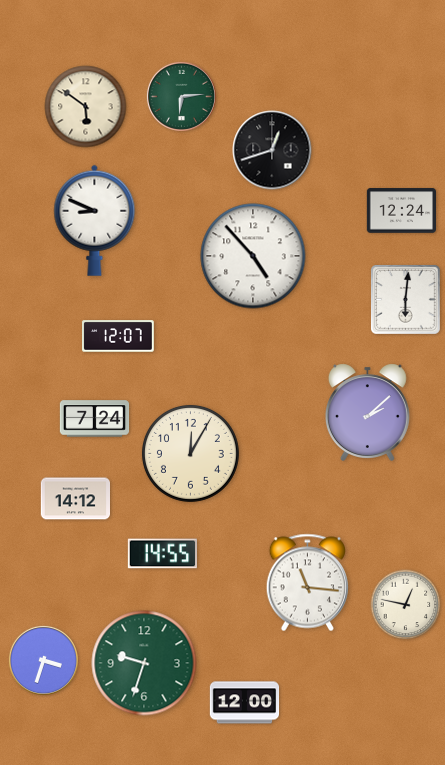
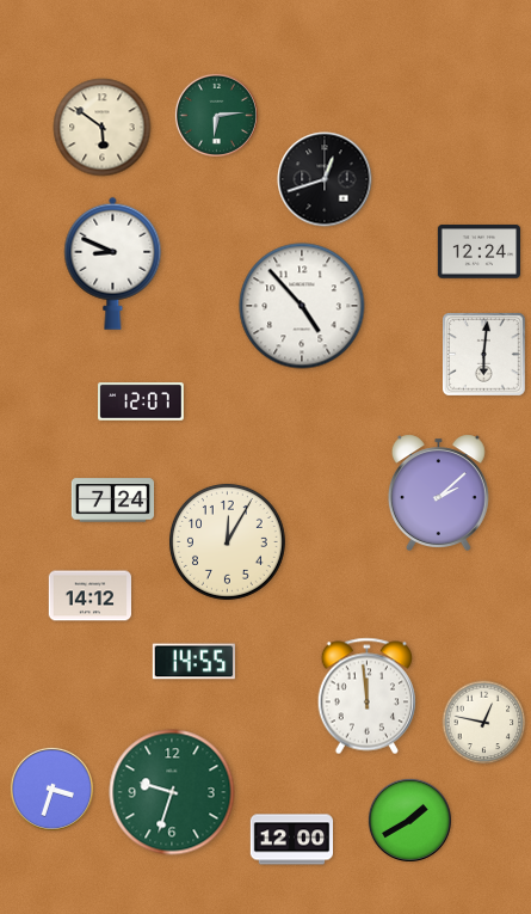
clock at (406, 300) position: (406, 300) -> (484, 355)
clock at (307, 583): 11:16 -> 11:59
clock at (409, 820): none -> 1:40
